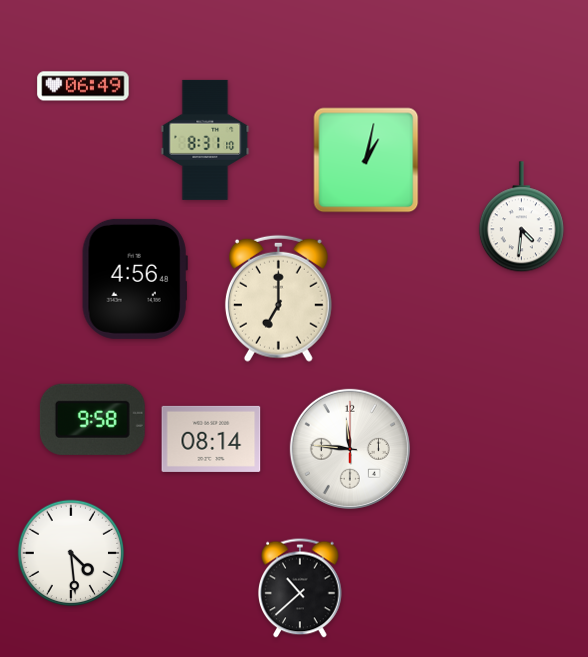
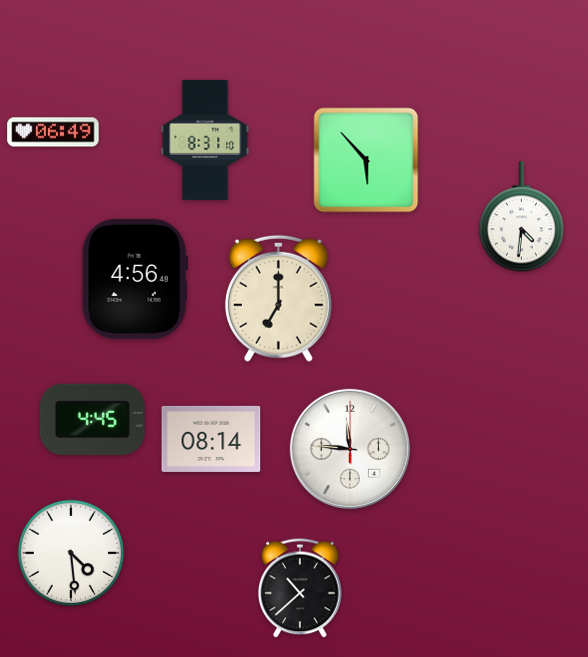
clock at (83, 86) position: (83, 86) -> (53, 132)
clock at (366, 160): 1:02 -> 5:53
clock at (92, 419): 9:58 -> 4:45
